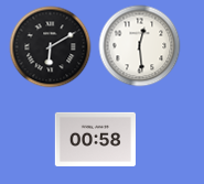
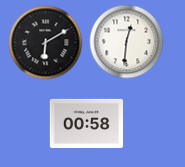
clock at (140, 46): 12:29 -> 12:31
clock at (96, 139) position: (96, 139) -> (87, 123)
